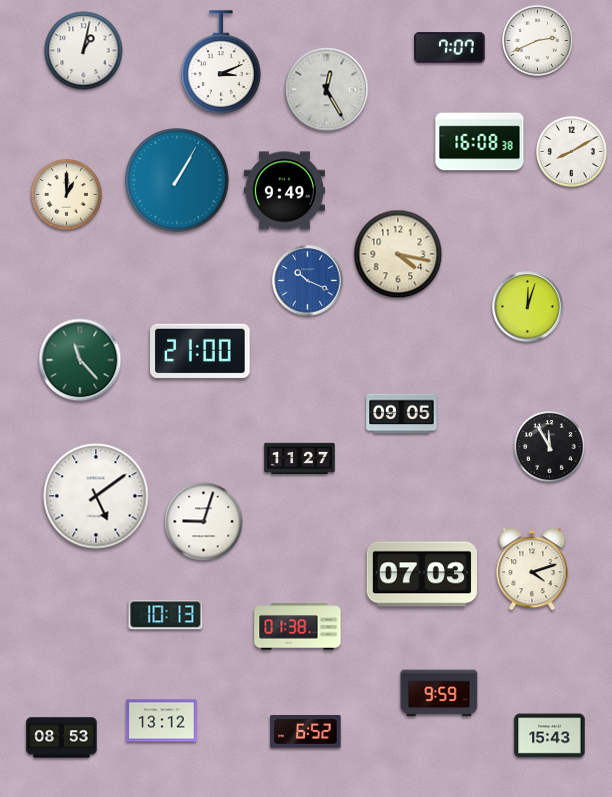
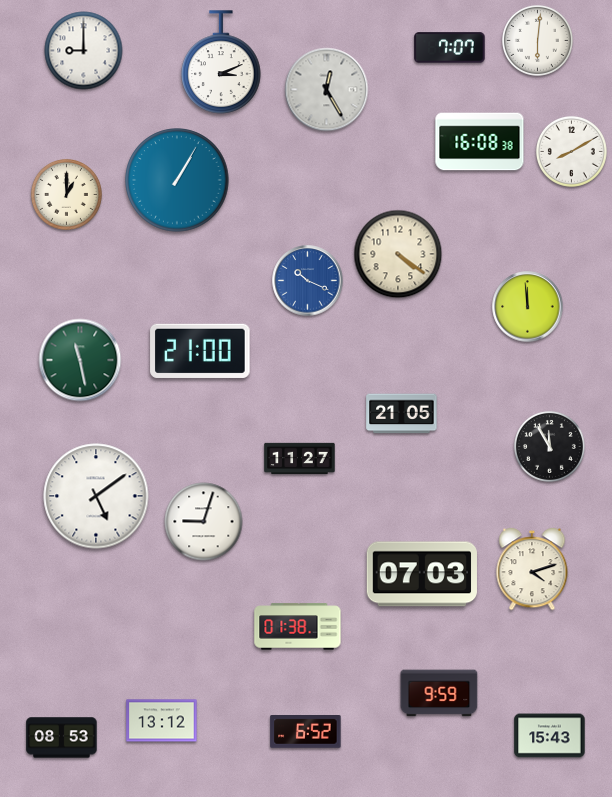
clock at (537, 40): 2:41 -> 6:01
clock at (84, 51): 1:02 -> 9:00
clock at (284, 191): 9:49 -> none
clock at (398, 254): 4:17 -> 4:21
clock at (528, 307): 12:03 -> 11:59
clock at (80, 360): 11:23 -> 11:28
clock at (402, 414): 09:05 -> 21:05
clock at (166, 615): 10:13 -> none
